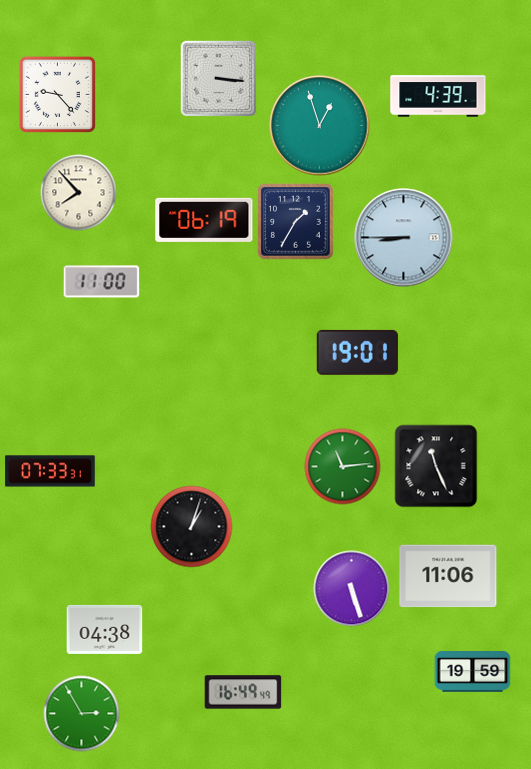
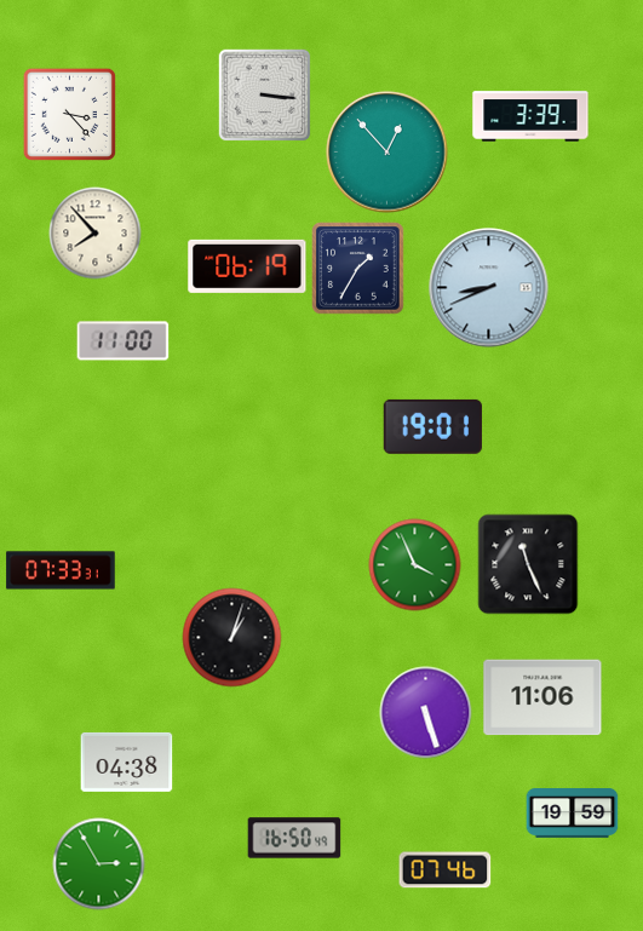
clock at (57, 94): 9:23 -> 3:23
clock at (438, 96): 4:39 -> 3:39
clock at (320, 126): 12:57 -> 12:53
clock at (404, 238): 8:45 -> 8:41
clock at (343, 467): 11:14 -> 3:56
clock at (243, 692): 16:49 -> 16:50
clock at (446, 870): none -> 07:46
